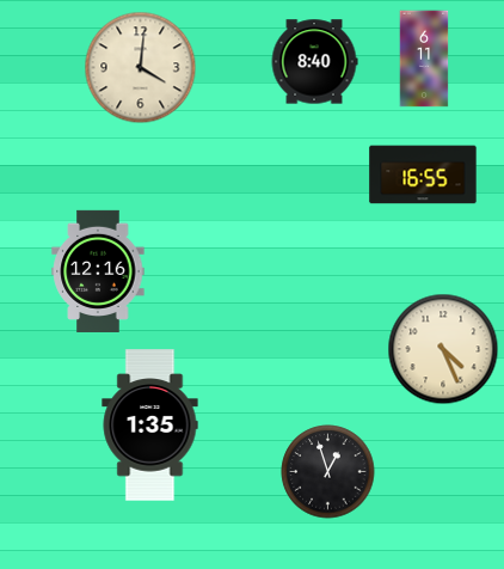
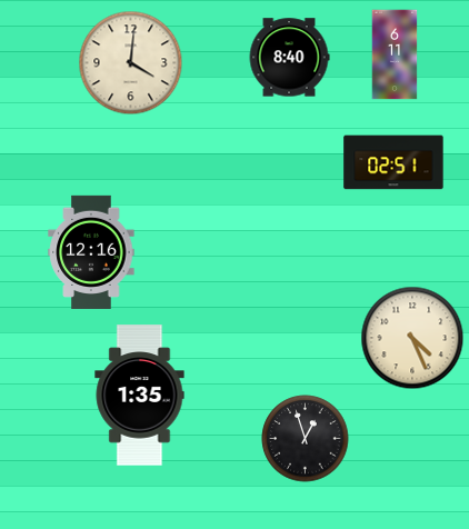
clock at (314, 62) position: (314, 62) -> (289, 58)
clock at (423, 175): 16:55 -> 02:51
clock at (443, 349) position: (443, 349) -> (412, 338)
